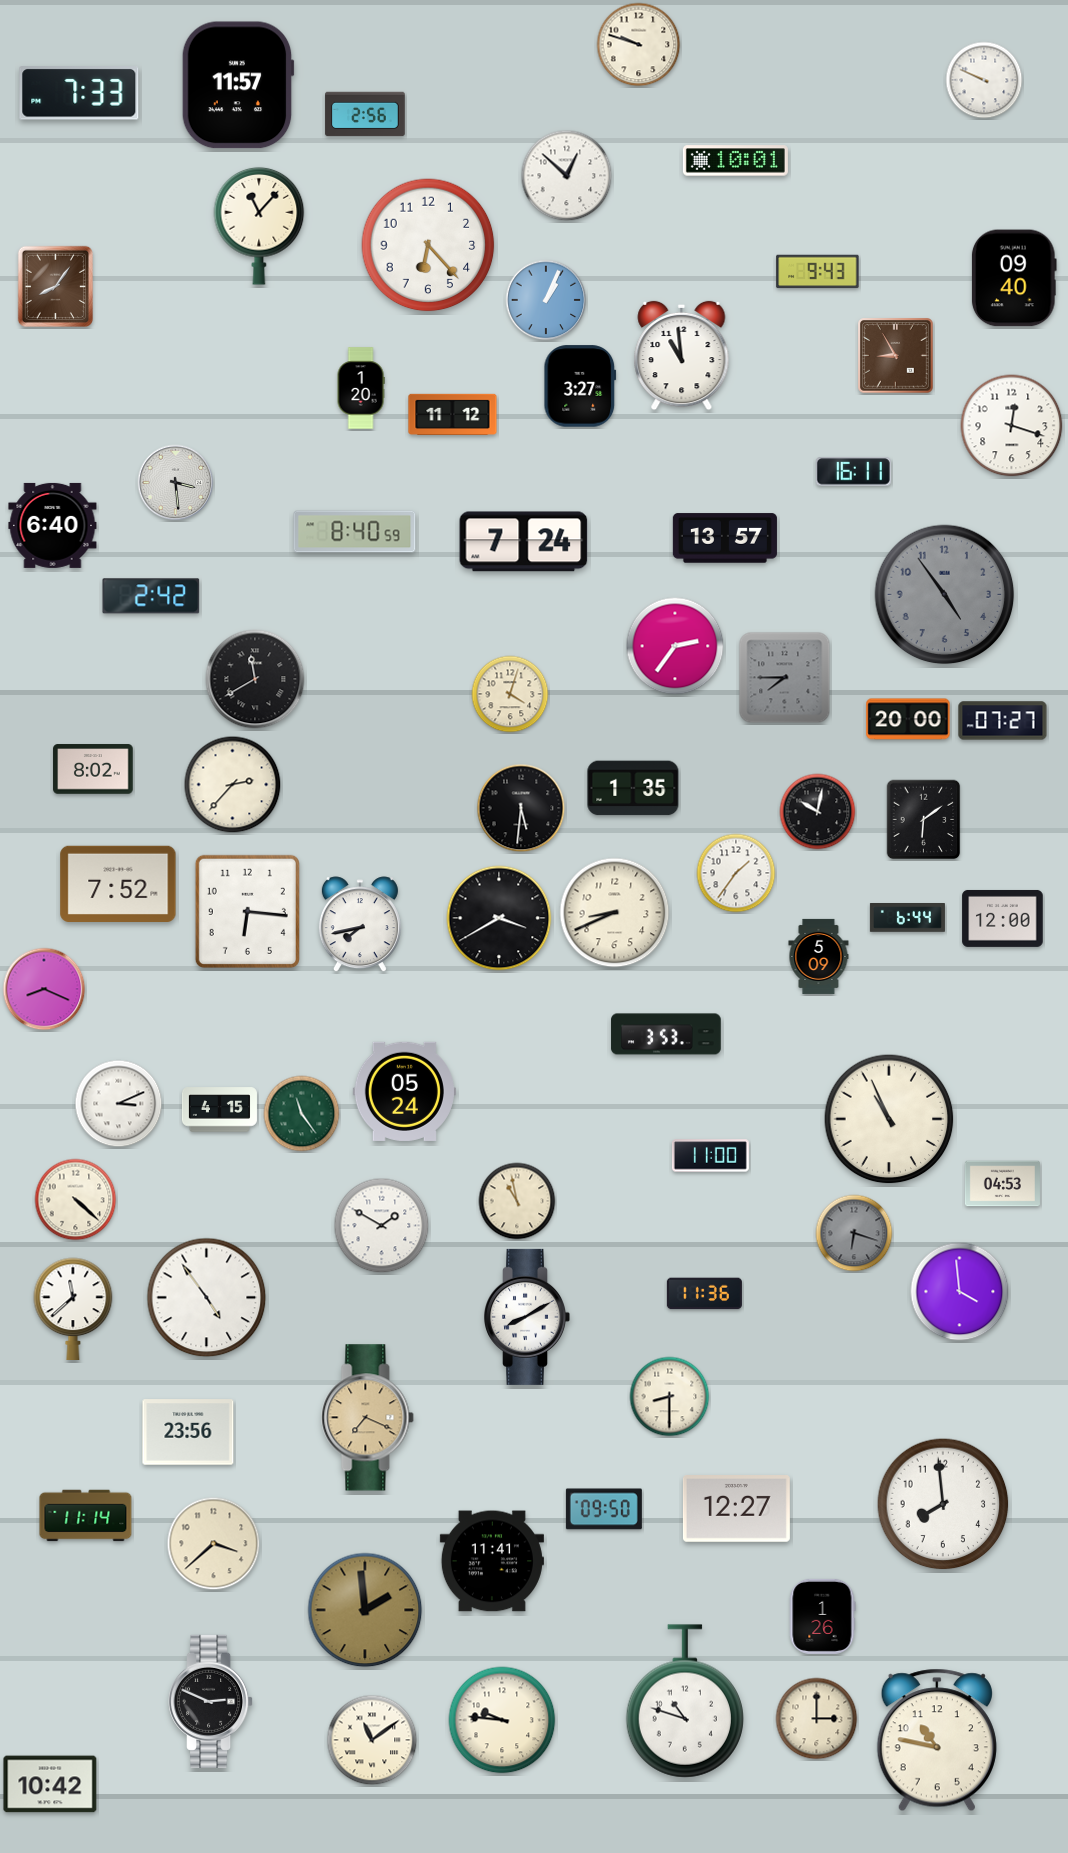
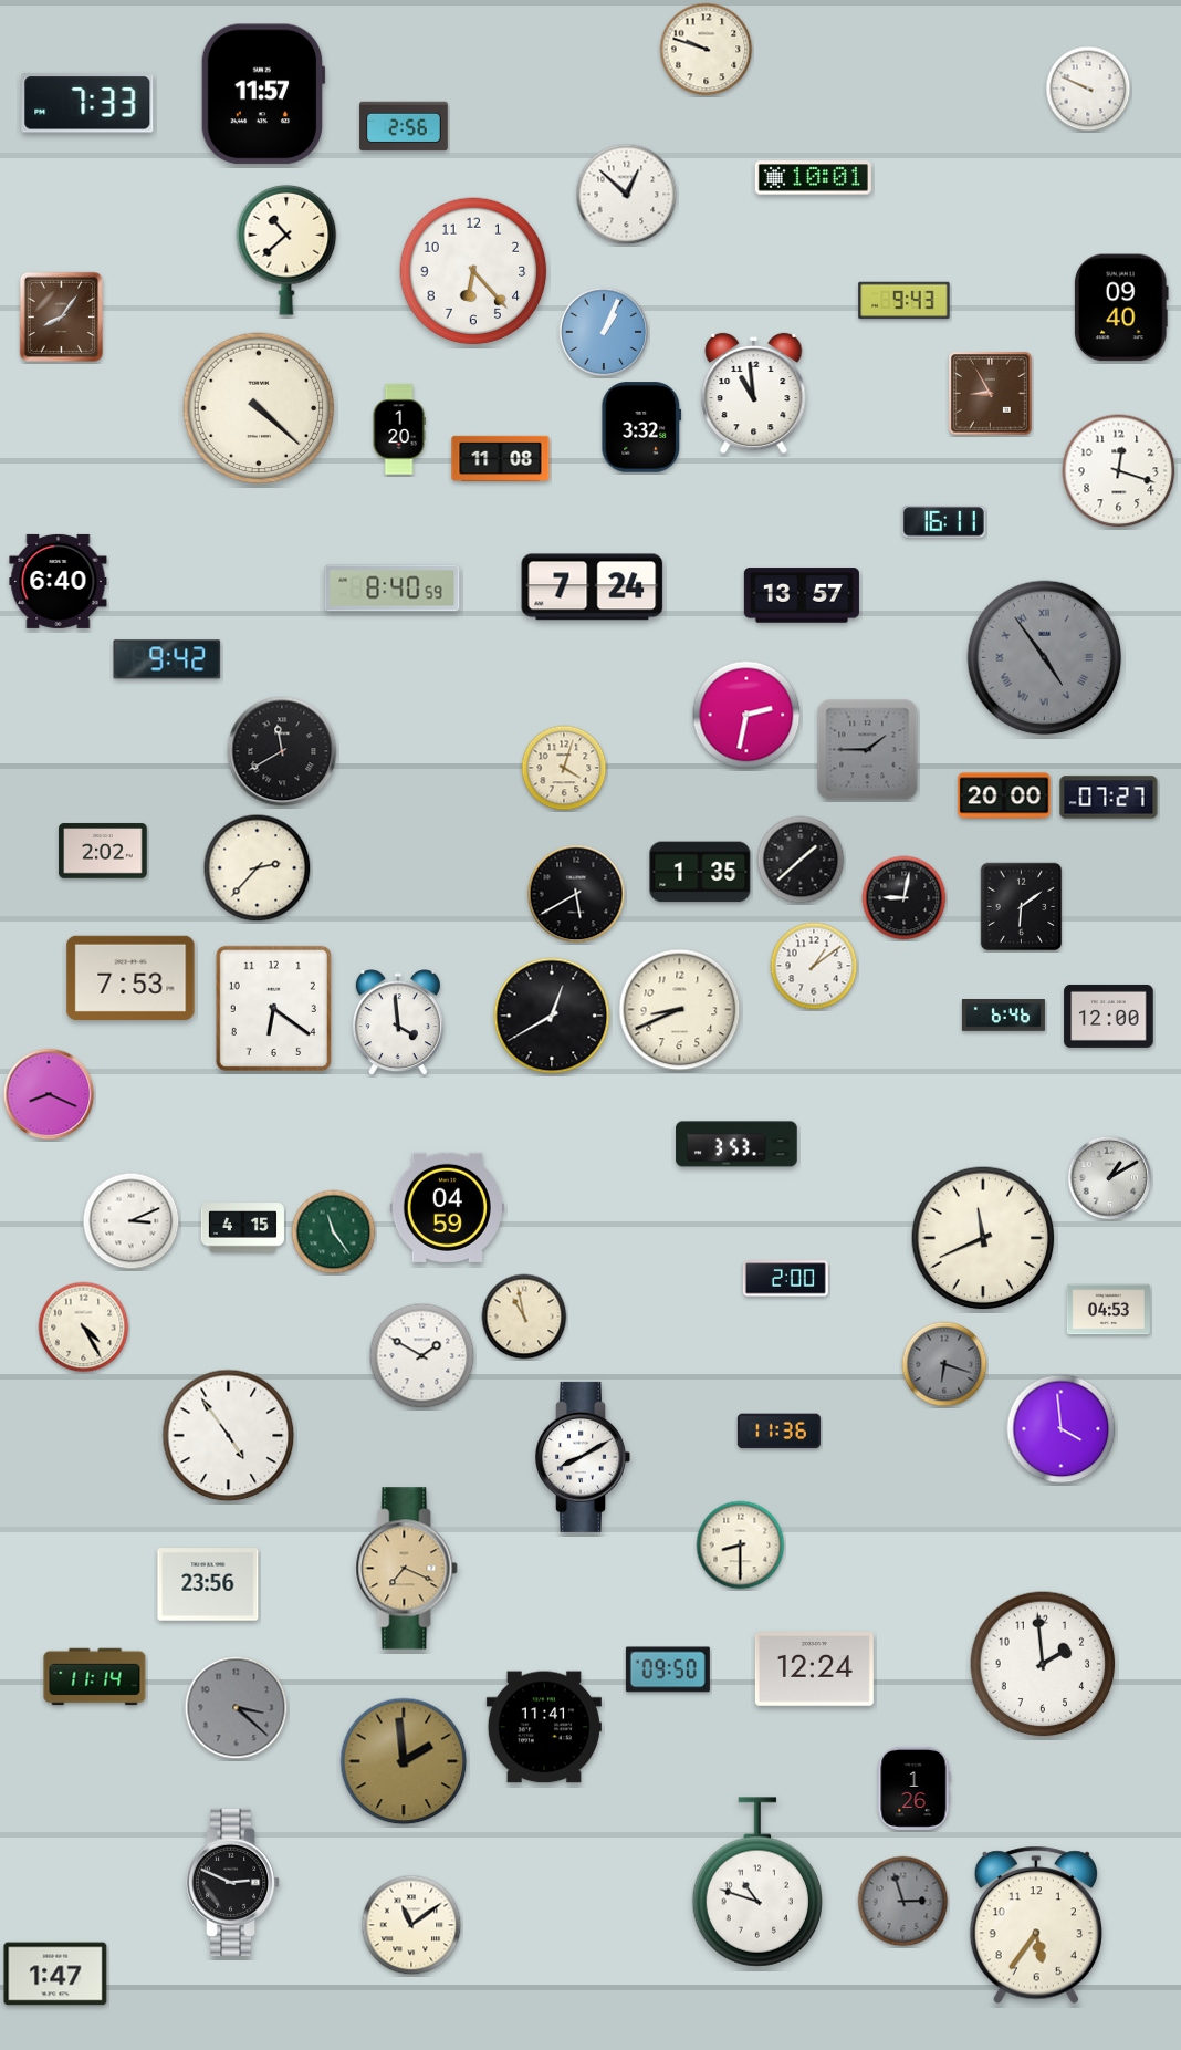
clock at (259, 226): 11:07 -> 10:38
clock at (259, 408): none -> 4:22
clock at (580, 386): 3:27 -> 3:32
clock at (453, 414): 11:12 -> 11:08
clock at (176, 483): 3:29 -> none
clock at (524, 542) position: (524, 542) -> (593, 587)
clock at (945, 595) numerals: Arabic -> Roman
clock at (151, 596): 2:42 -> 9:42
clock at (675, 646): 2:36 -> 2:32
clock at (785, 678): 7:45 -> 1:45
clock at (93, 769): 8:02 -> 2:02
clock at (801, 860): none -> 1:38
clock at (521, 808): 5:31 -> 5:40
clock at (818, 812): 10:02 -> 9:02
clock at (736, 873): 1:36 -> 1:09
clock at (118, 883): 7:52 -> 7:53
clock at (247, 911): 6:16 -> 6:21
clock at (499, 918): 3:40 -> 12:40
clock at (907, 918): 6:44 -> 6:46
clock at (360, 925): 7:43 -> 3:59
clock at (819, 956): 5:09 -> none
clock at (1110, 1178): none -> 1:10
clock at (404, 1091): 05:24 -> 04:59
clock at (889, 1119): 10:56 -> 11:41
clock at (710, 1156): 11:00 -> 2:00
clock at (76, 1200): 4:22 -> 4:25
clock at (517, 1201) position: (517, 1201) -> (524, 1317)
clock at (73, 1308): 11:38 -> none
clock at (943, 1504): 7:59 -> 1:59
clock at (736, 1509): 12:27 -> 12:24
clock at (214, 1544): 3:38 -> 3:22
clock at (214, 1544) dial: cream -> grey
clock at (365, 1610) position: (365, 1610) -> (404, 1761)
clock at (822, 1616) position: (822, 1616) -> (913, 1788)
clock at (817, 1719): 3:00 -> 2:57
clock at (817, 1719) dial: cream -> grey
clock at (502, 1720): 9:46 -> none
clock at (937, 1740): 10:47 -> 5:36
clock at (50, 1784): 10:42 -> 1:47
